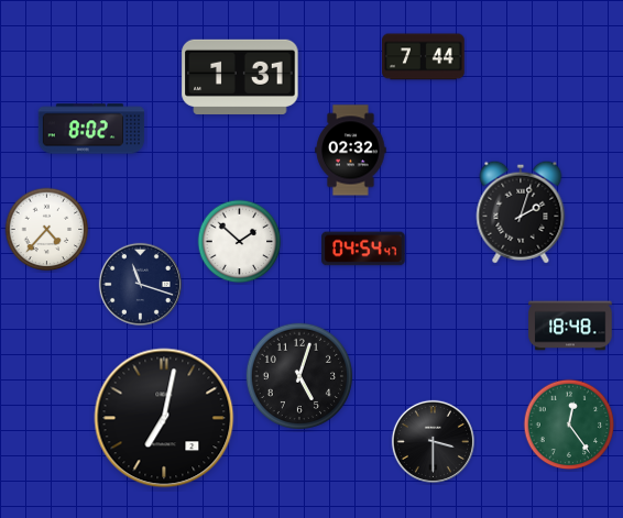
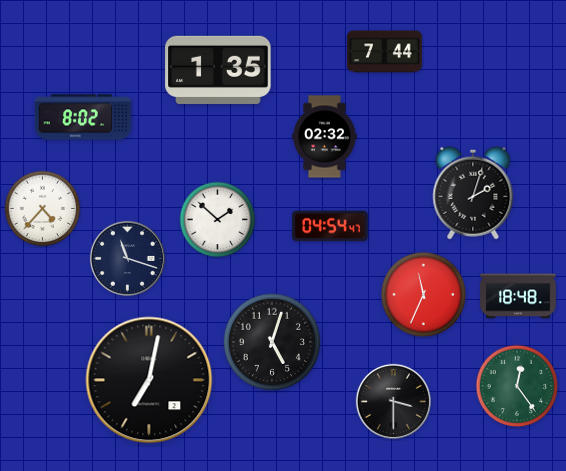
clock at (240, 77): 1:31 -> 1:35
clock at (351, 151) position: (351, 151) -> (325, 137)
clock at (424, 295): none -> 11:34
